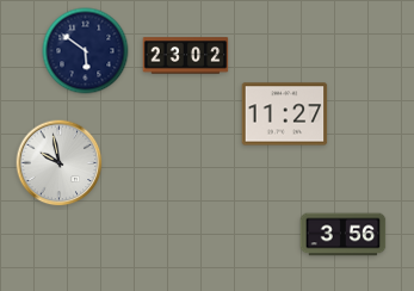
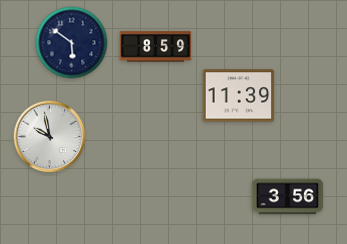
clock at (186, 56): 23:02 -> 8:59
clock at (285, 114): 11:27 -> 11:39
